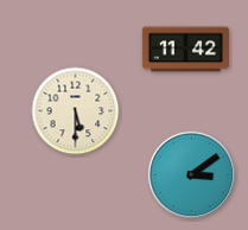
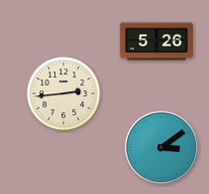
clock at (185, 50): 11:42 -> 5:26
clock at (76, 111): 5:30 -> 2:44
